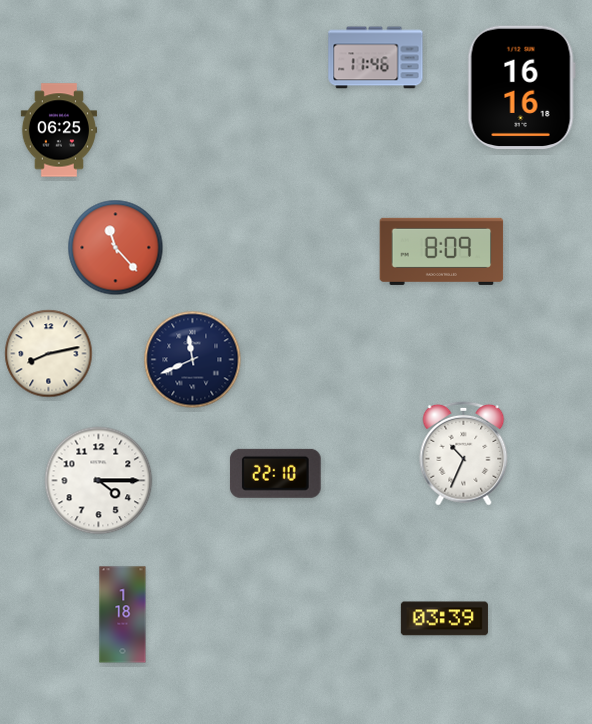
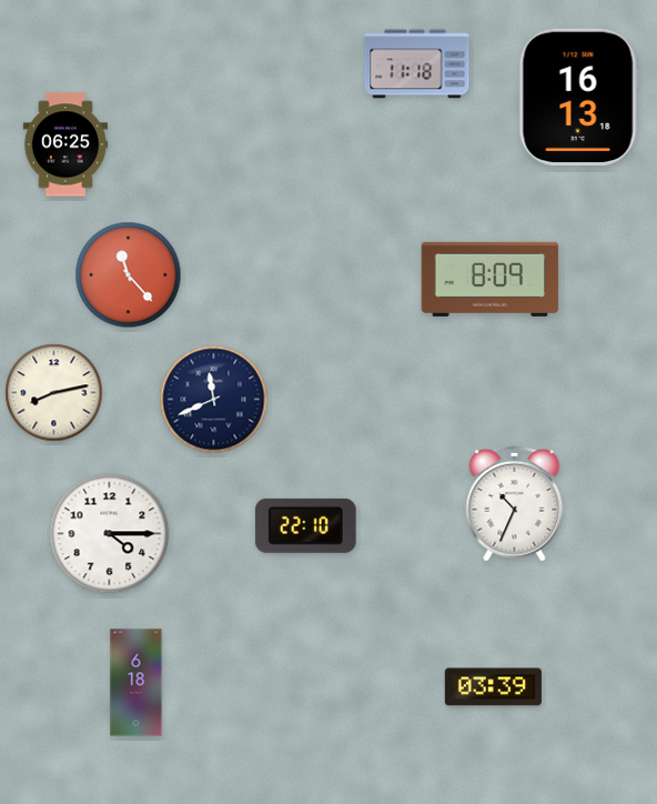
clock at (376, 58): 11:46 -> 11:18
clock at (521, 88): 16:16 -> 16:13
clock at (123, 615): 1:18 -> 6:18
